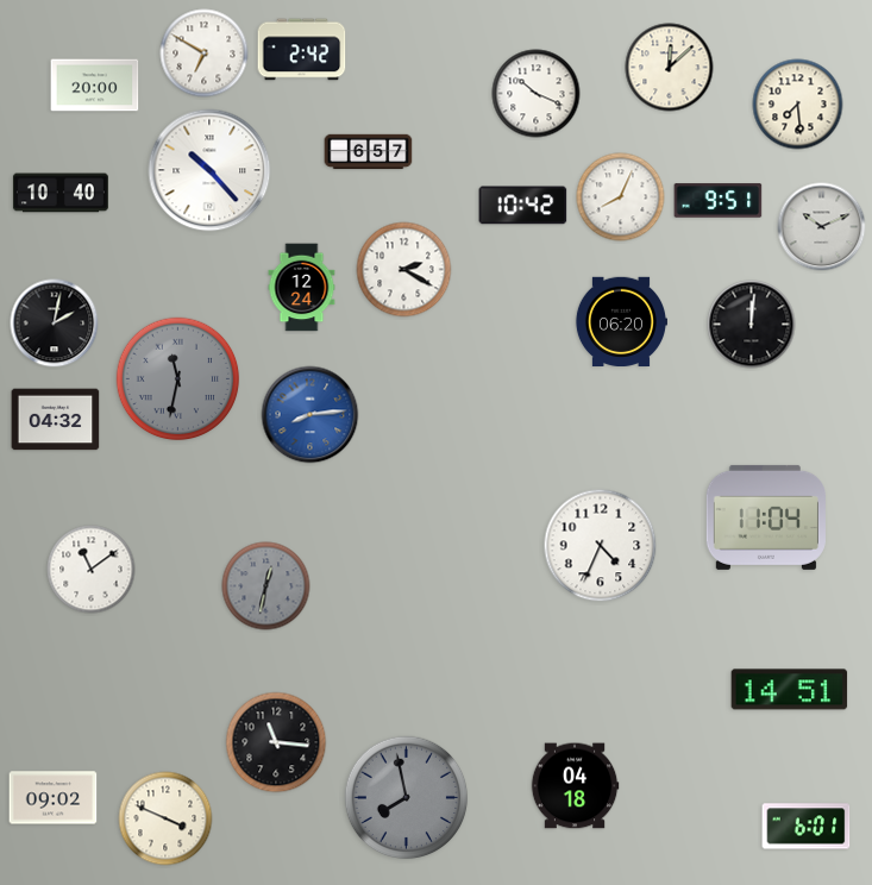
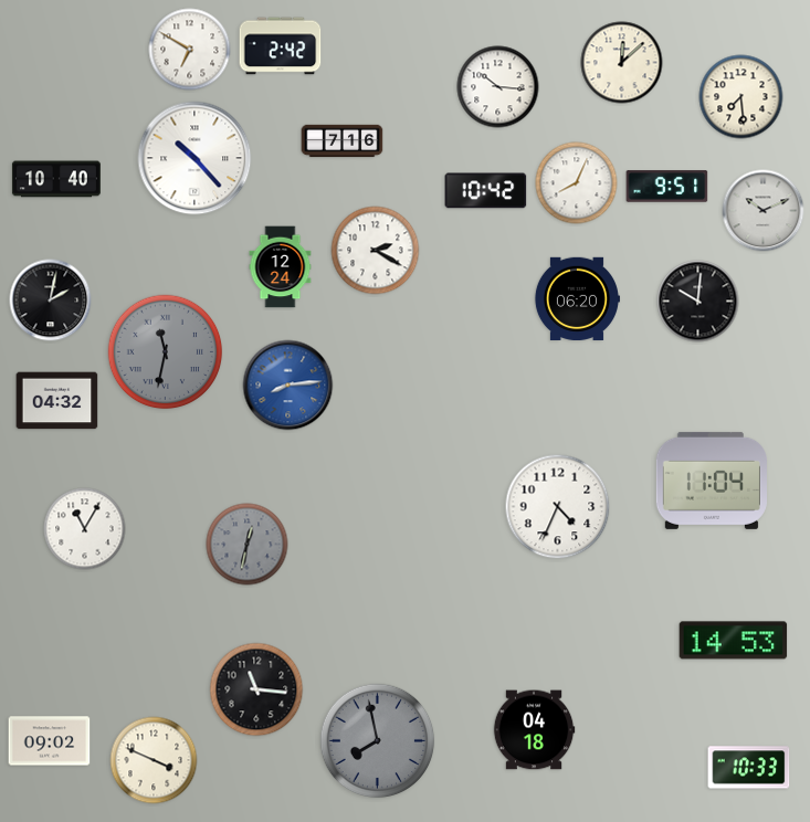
clock at (95, 86): 20:00 -> none
clock at (537, 94): 10:19 -> 10:16
clock at (369, 152): 6:57 -> 7:16
clock at (752, 325): 12:01 -> 10:01
clock at (56, 420) position: (56, 420) -> (57, 401)
clock at (92, 570): 11:09 -> 11:05
clock at (790, 690): 14:51 -> 14:53
clock at (807, 827): 6:01 -> 10:33
